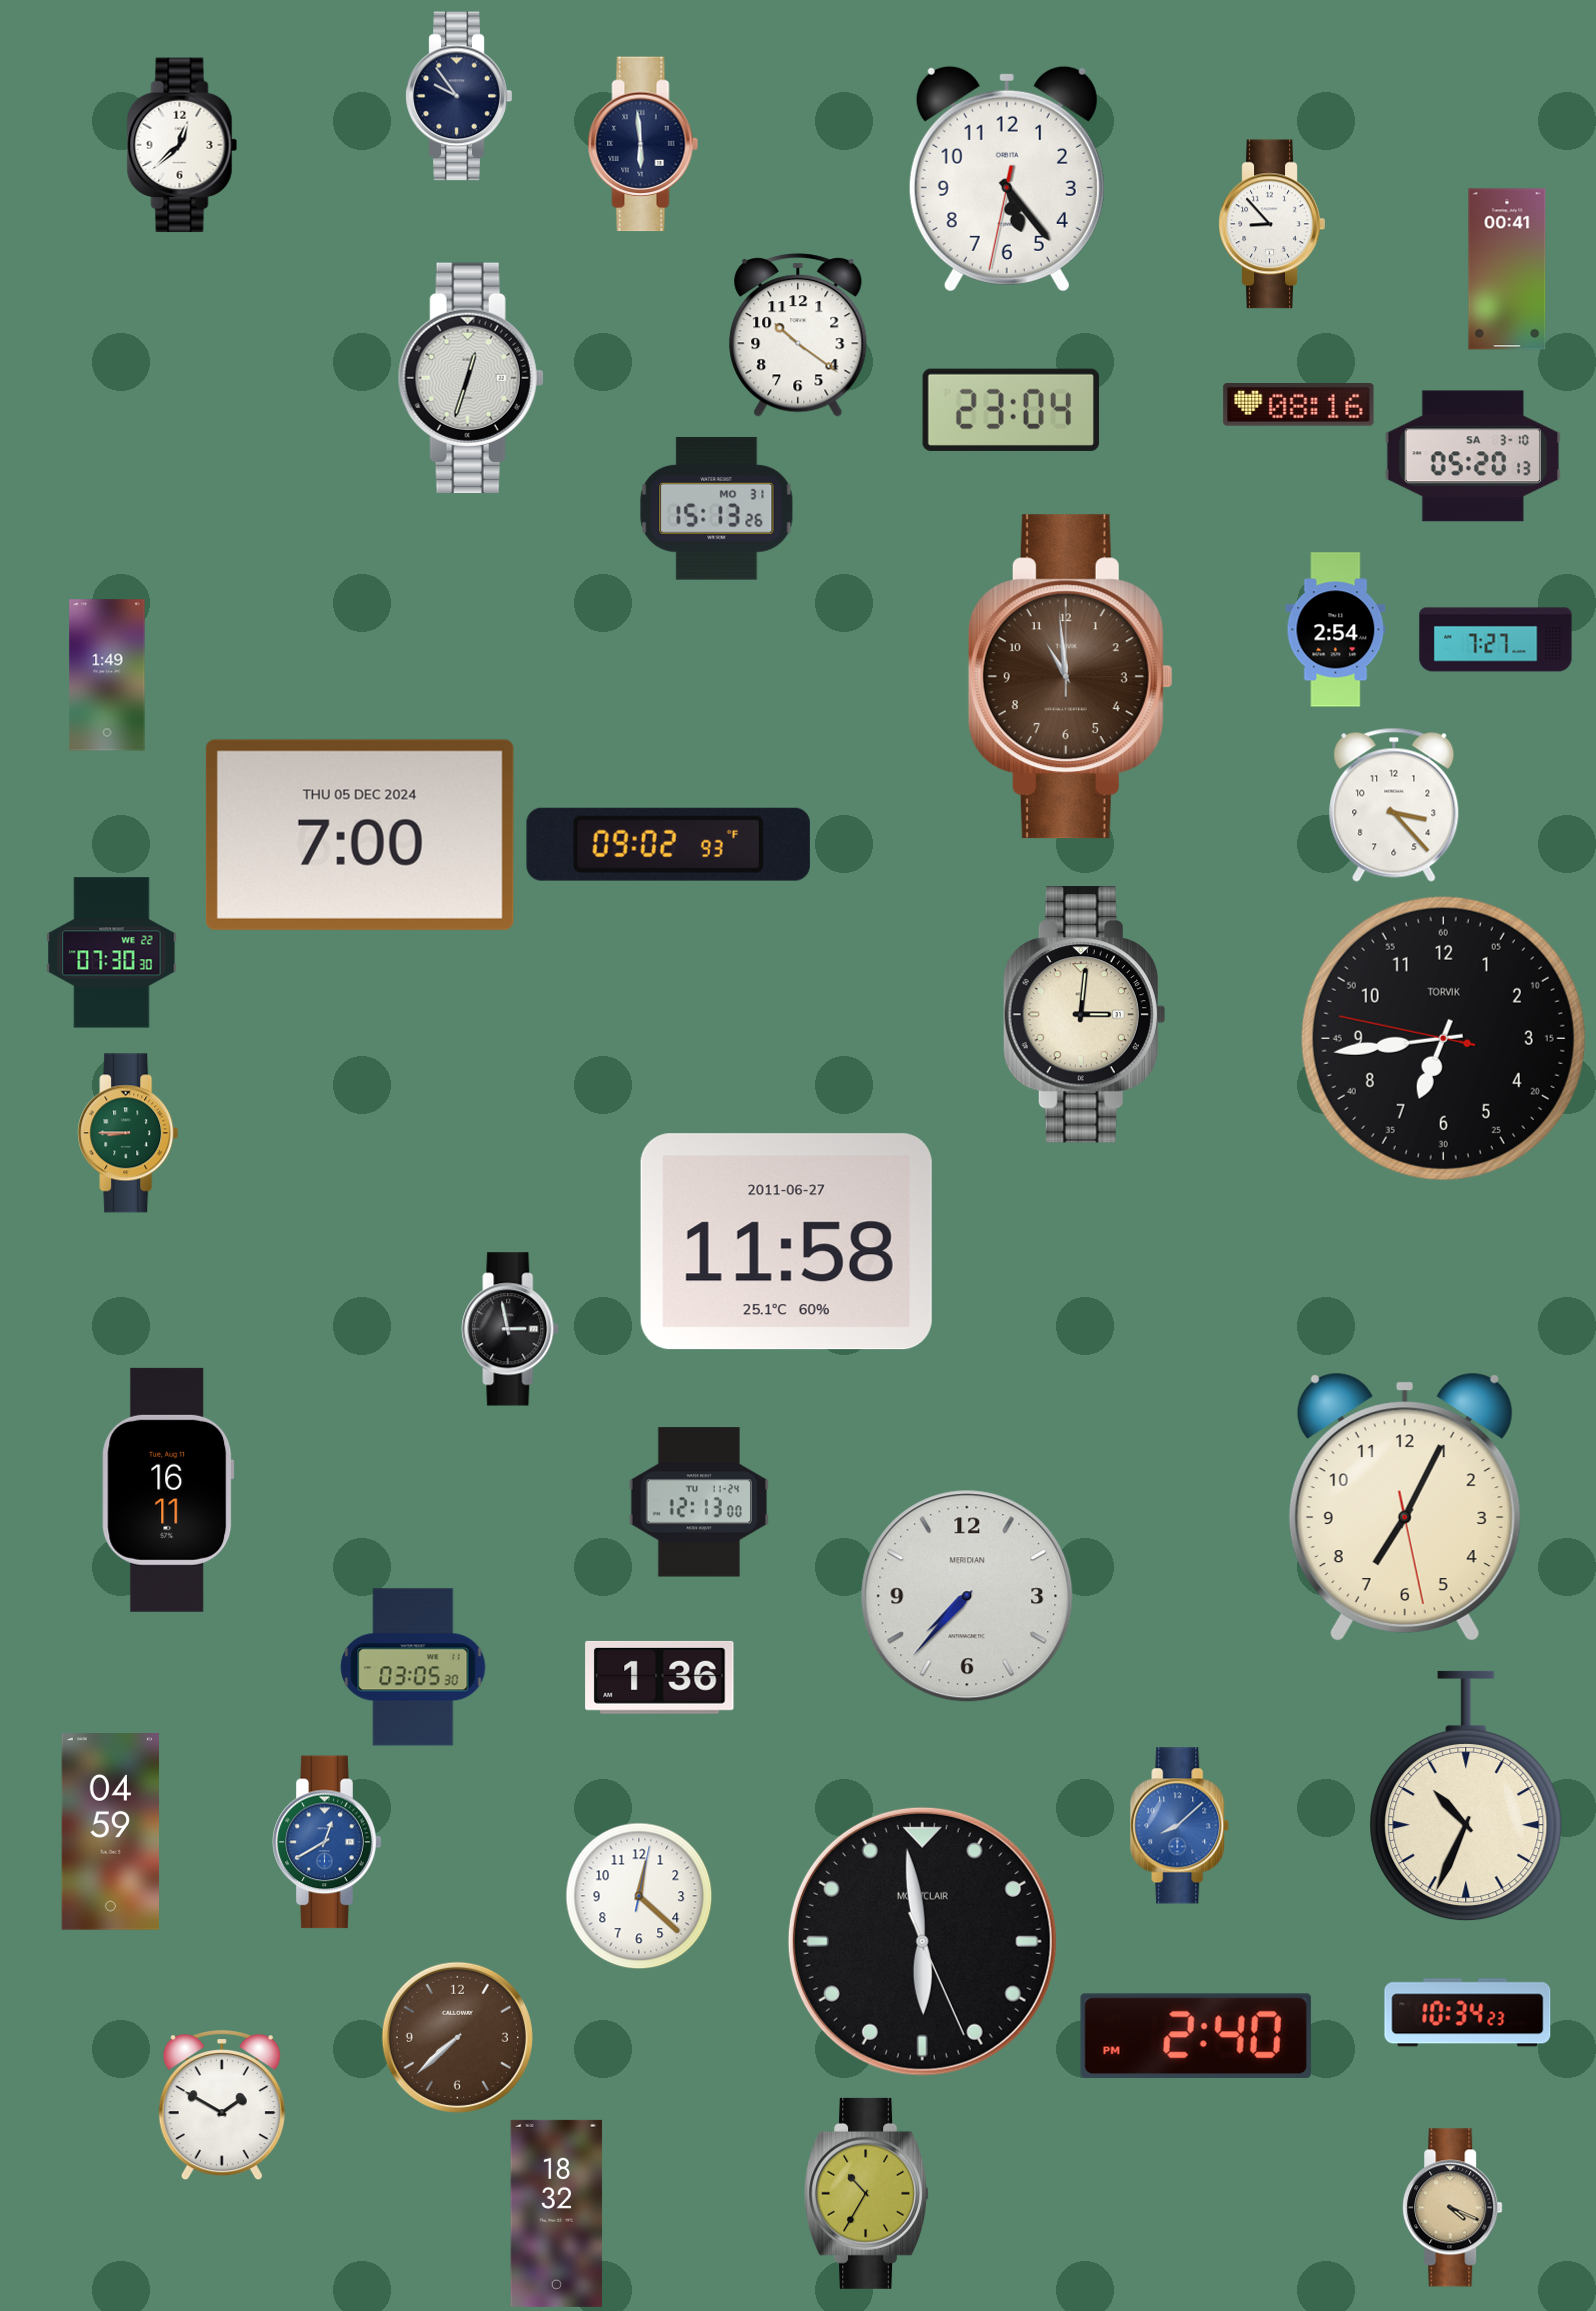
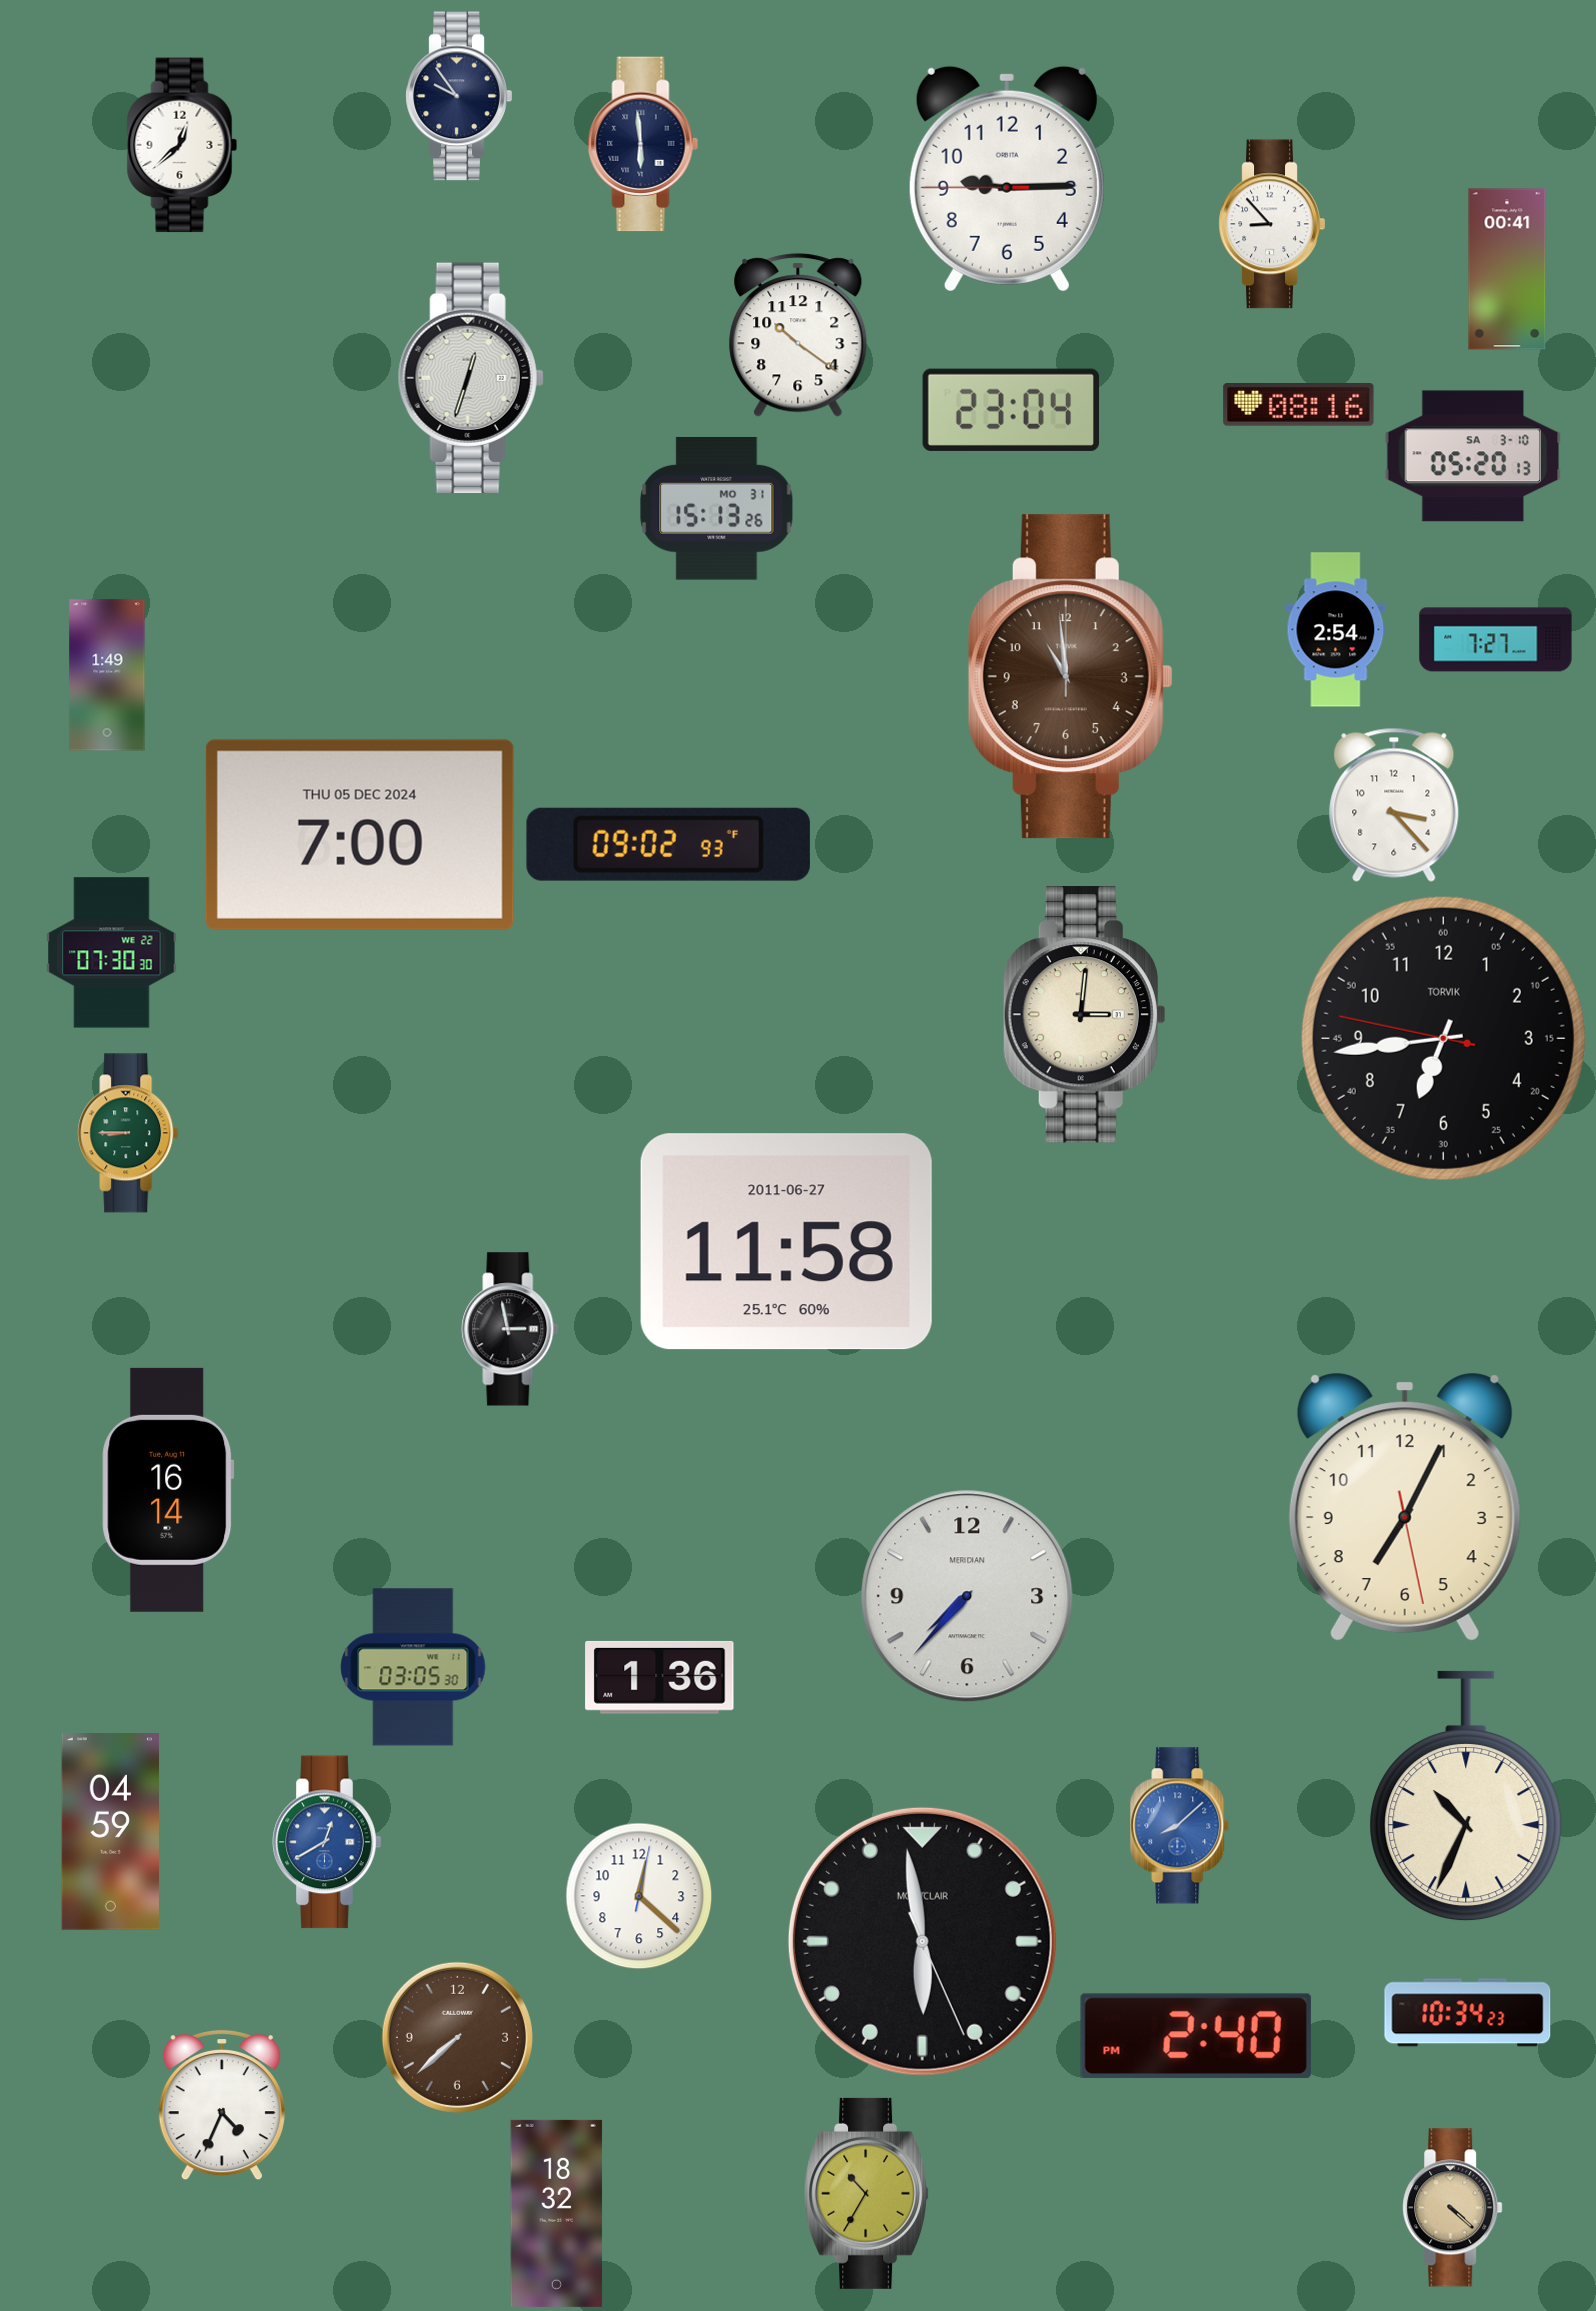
clock at (1007, 179): 5:23 -> 9:14
clock at (168, 1490): 16:11 -> 16:14
clock at (698, 1502): 12:13 -> none
clock at (222, 2105): 1:50 -> 4:34
clock at (1453, 2208): 4:19 -> 4:22
